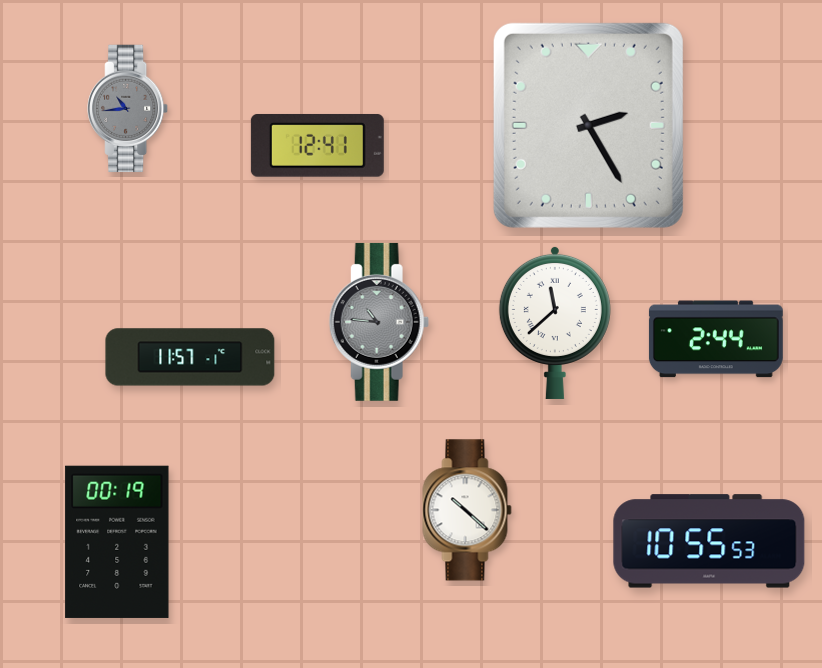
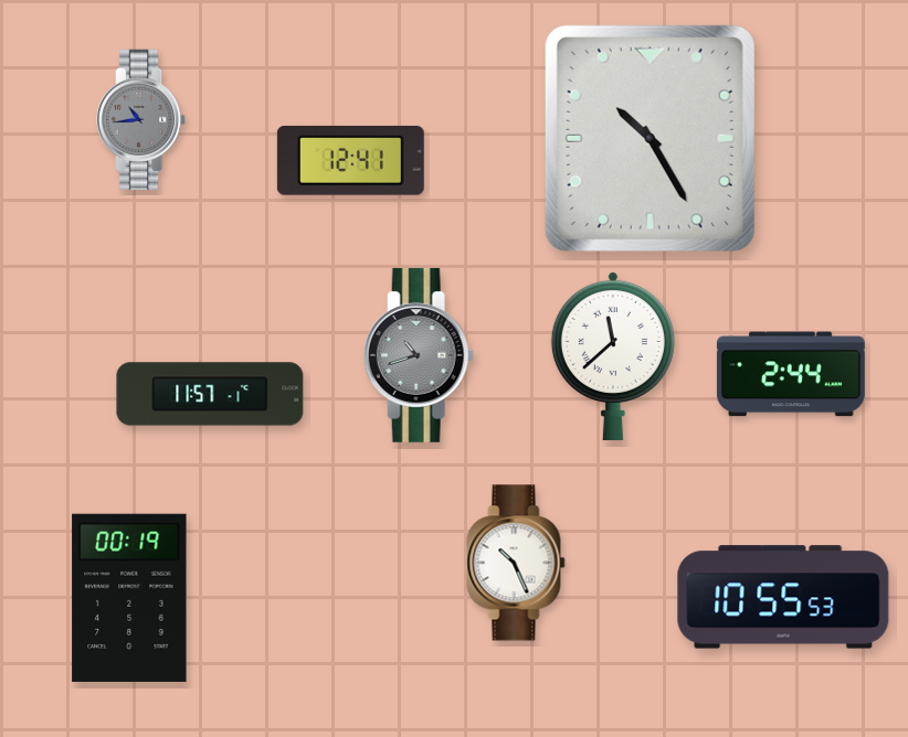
clock at (588, 125): 2:25 -> 10:25
clock at (379, 322): 10:46 -> 10:42
clock at (467, 510): 10:22 -> 10:26
